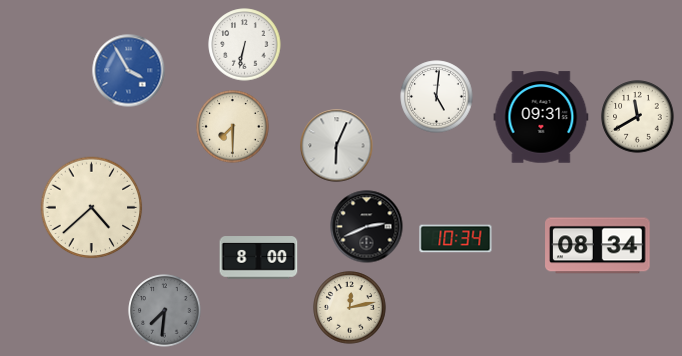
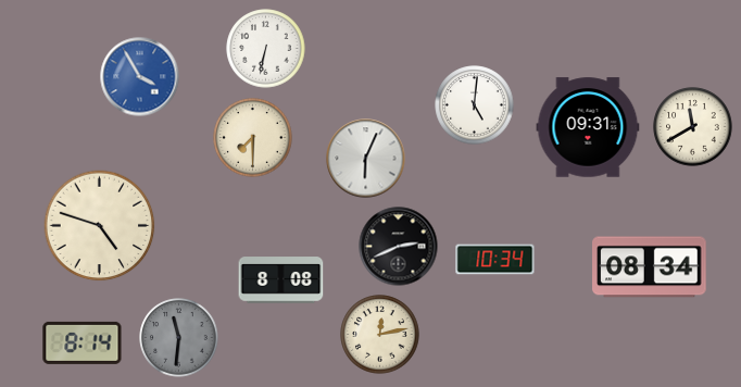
clock at (92, 208): 4:38 -> 4:48
clock at (259, 258): 8:00 -> 8:08
clock at (165, 311): 7:31 -> 11:31
clock at (83, 342): none -> 8:14
